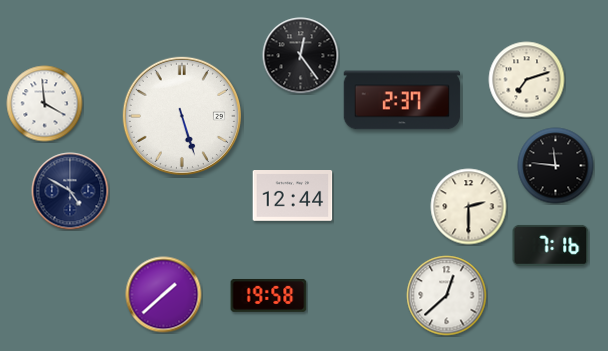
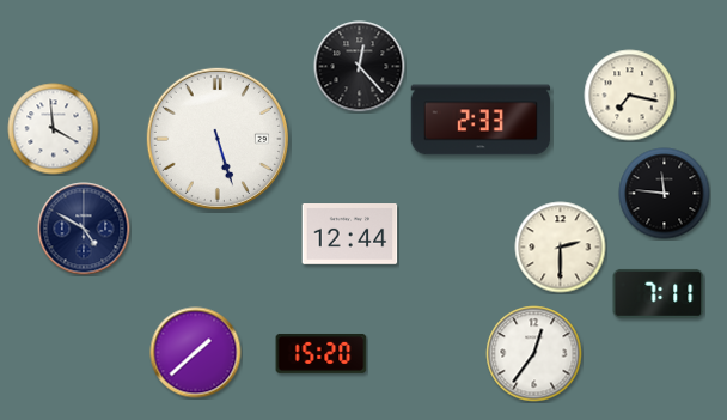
clock at (301, 56): 12:24 -> 12:23
clock at (527, 80): 7:12 -> 7:17
clock at (402, 100): 2:37 -> 2:33
clock at (45, 104) position: (45, 104) -> (54, 129)
clock at (556, 166) position: (556, 166) -> (665, 194)
clock at (551, 245): 7:16 -> 7:11
clock at (269, 296): 19:58 -> 15:20
clock at (447, 296): 12:38 -> 12:36
